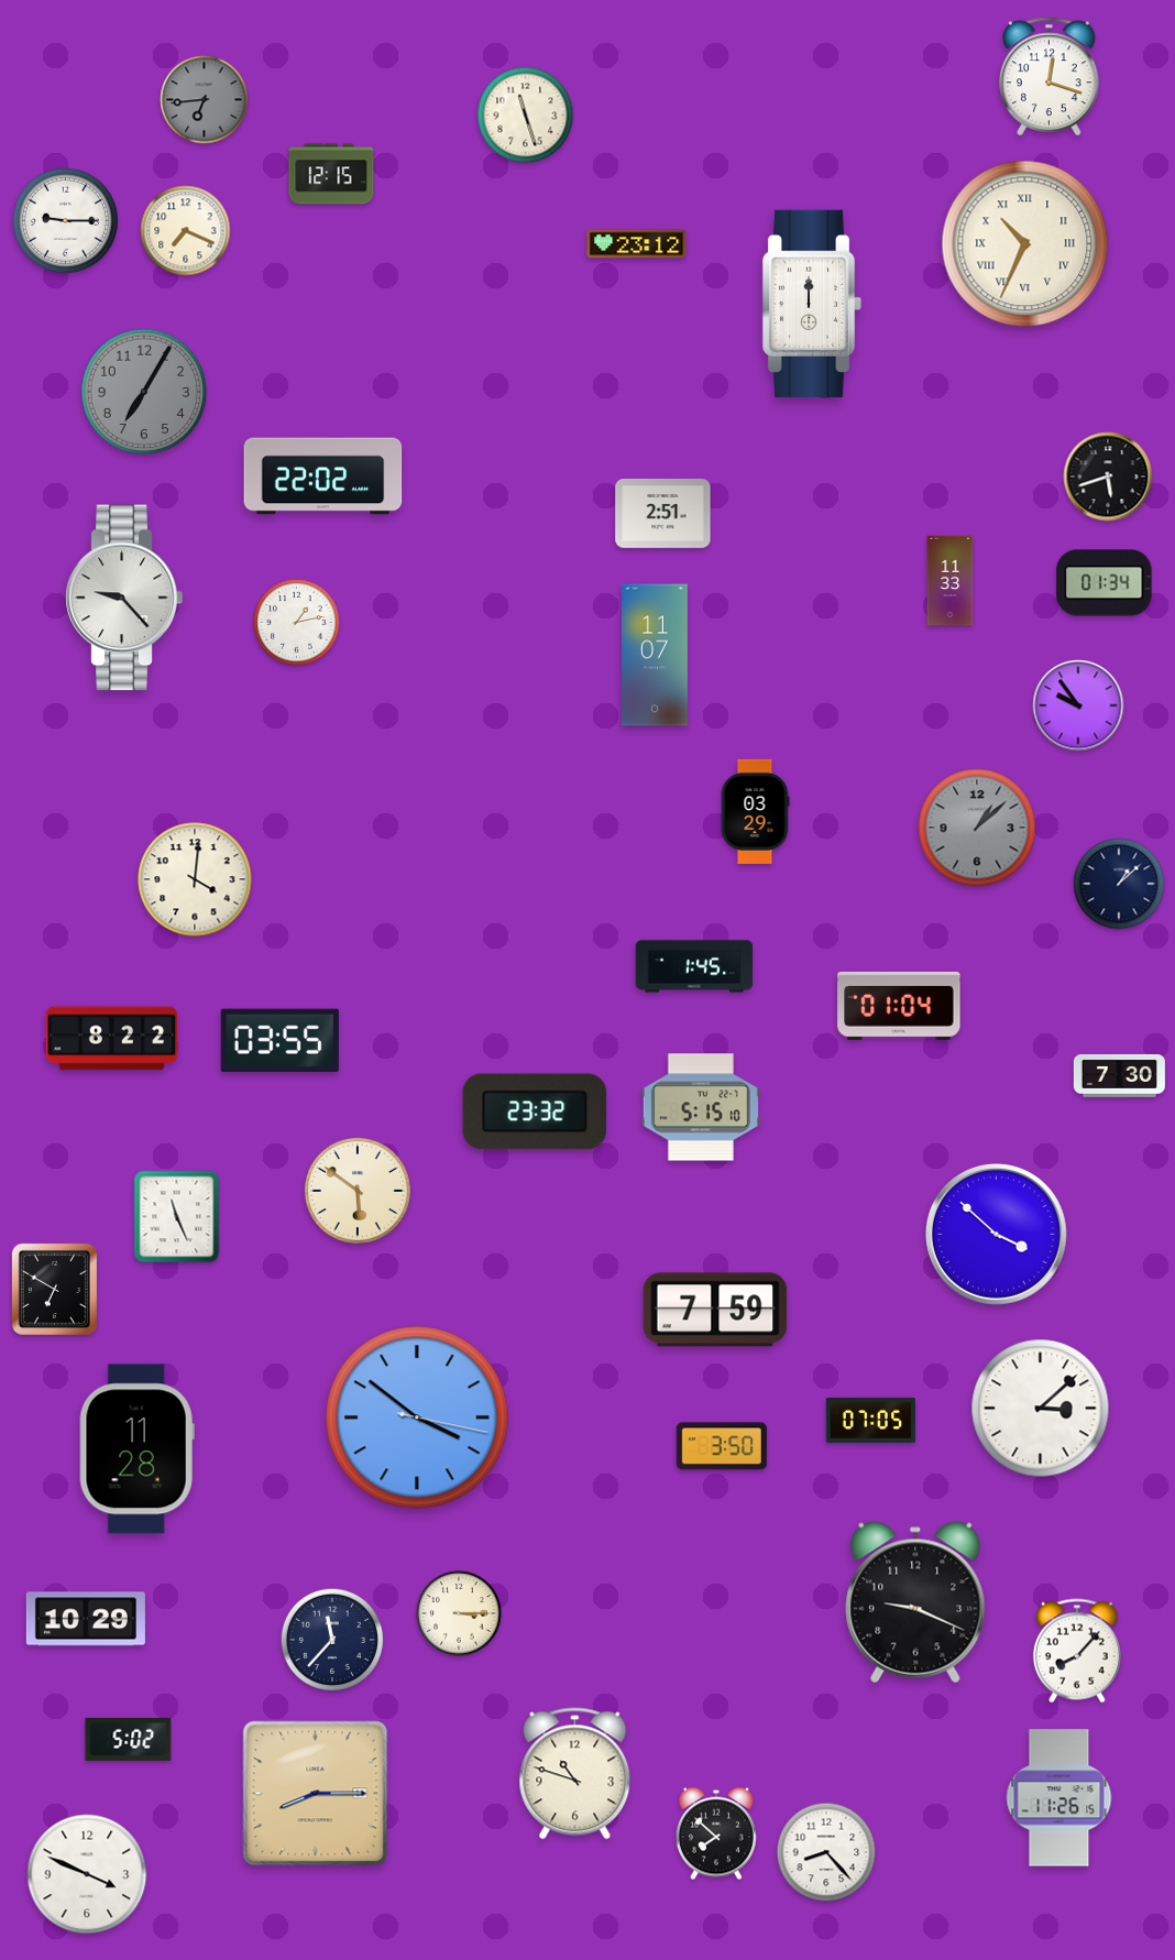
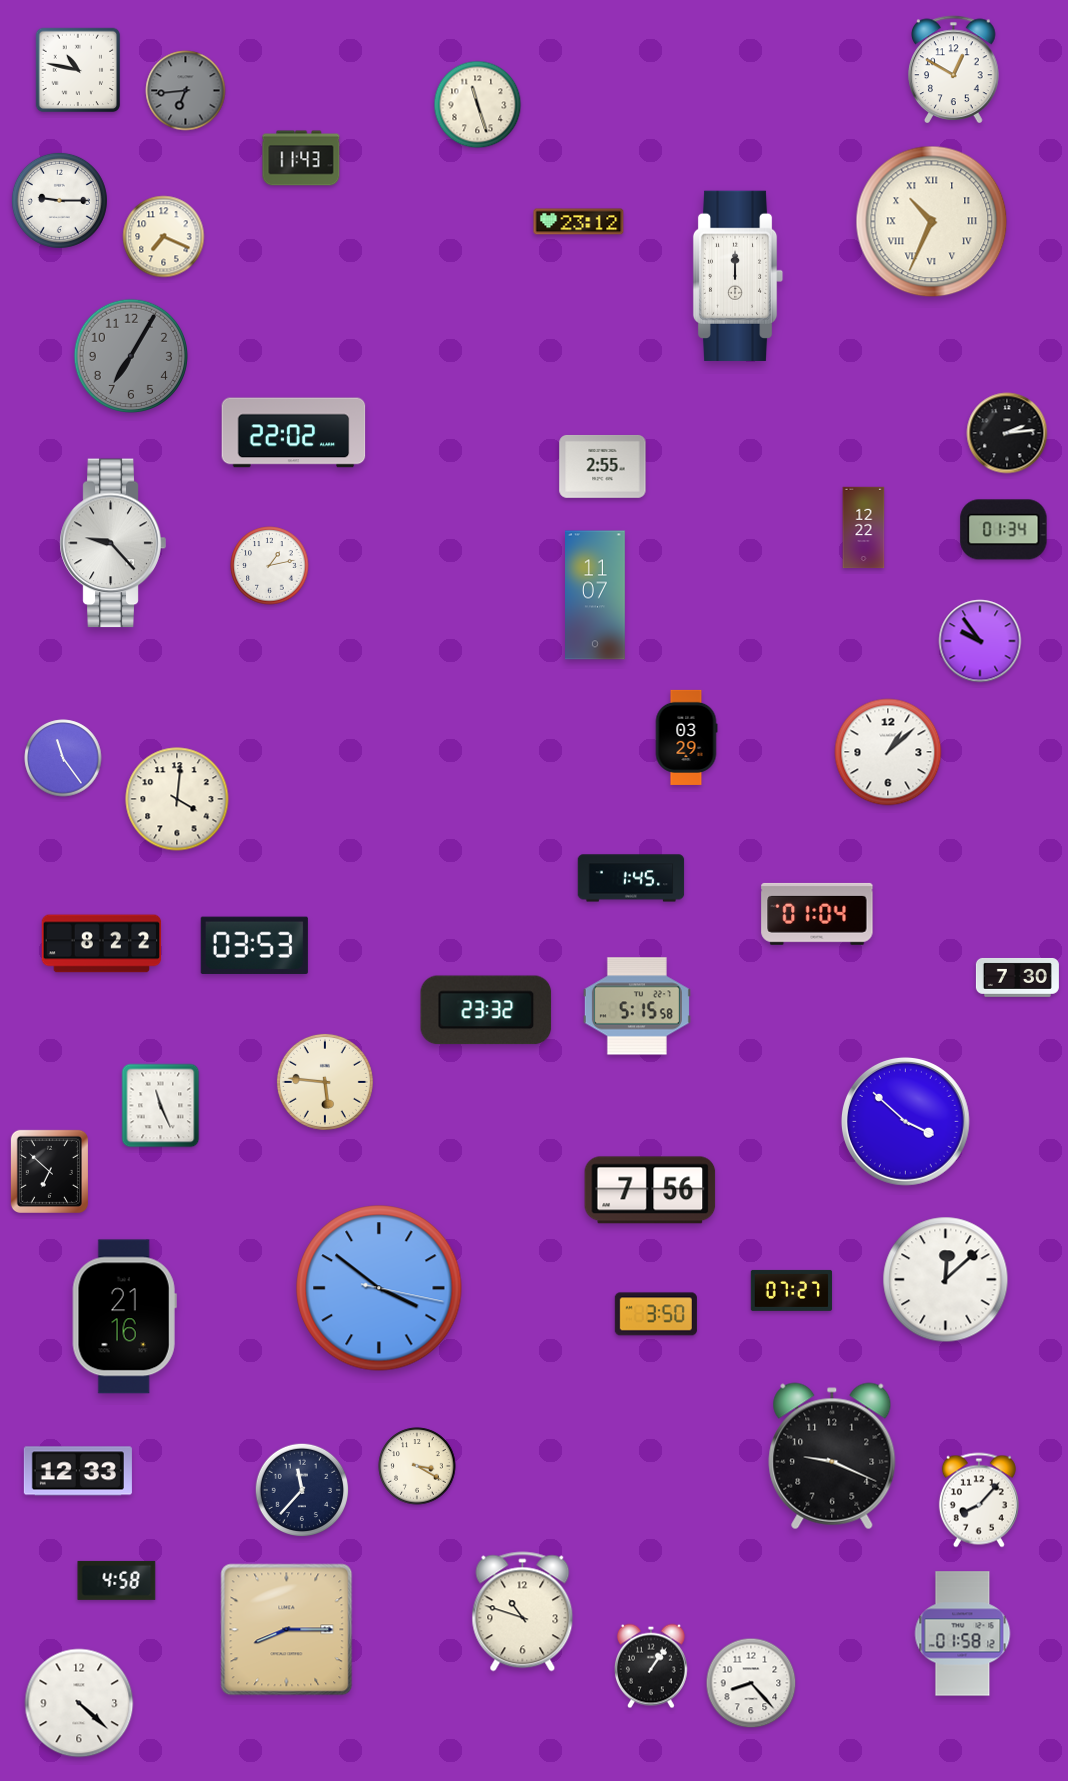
clock at (1050, 76): 12:18 -> 12:50
clock at (78, 70): none -> 10:47
clock at (331, 174): 12:15 -> 11:43
clock at (186, 231) position: (186, 231) -> (164, 237)
clock at (1108, 477): 5:42 -> 2:14
clock at (663, 513): 2:51 -> 2:55
clock at (951, 581): 11:33 -> 12:22
clock at (977, 828) dial: grey -> white
clock at (63, 758): none -> 11:24
clock at (1119, 884): 1:08 -> none
clock at (279, 1040): 03:55 -> 03:53
clock at (701, 1107): 5:15:10 -> 5:15:58
clock at (358, 1191): 5:51 -> 5:46
clock at (54, 1289): 6:50 -> 6:52
clock at (715, 1310): 7:59 -> 7:56
clock at (1041, 1409): 3:08 -> 12:08
clock at (871, 1420): 07:05 -> 07:27
clock at (136, 1449): 11:28 -> 21:16
clock at (459, 1613): 3:15 -> 3:20
clock at (86, 1619): 10:29 -> 12:33
clock at (129, 1739): 5:02 -> 4:58
clock at (1059, 1798): 11:26 -> 01:58
clock at (716, 1833): 7:52 -> 1:06
clock at (87, 1874): 3:49 -> 4:22
